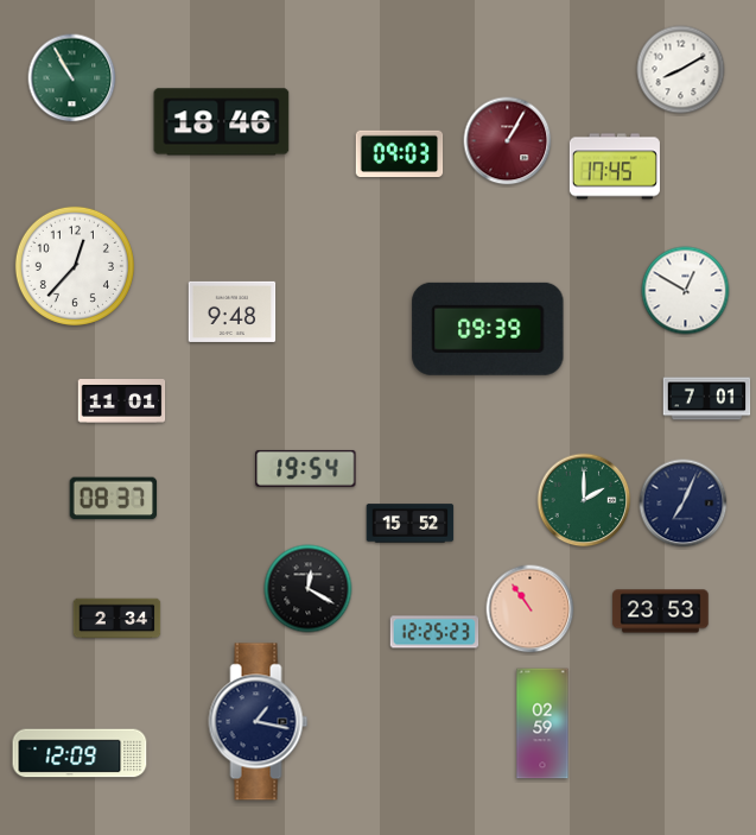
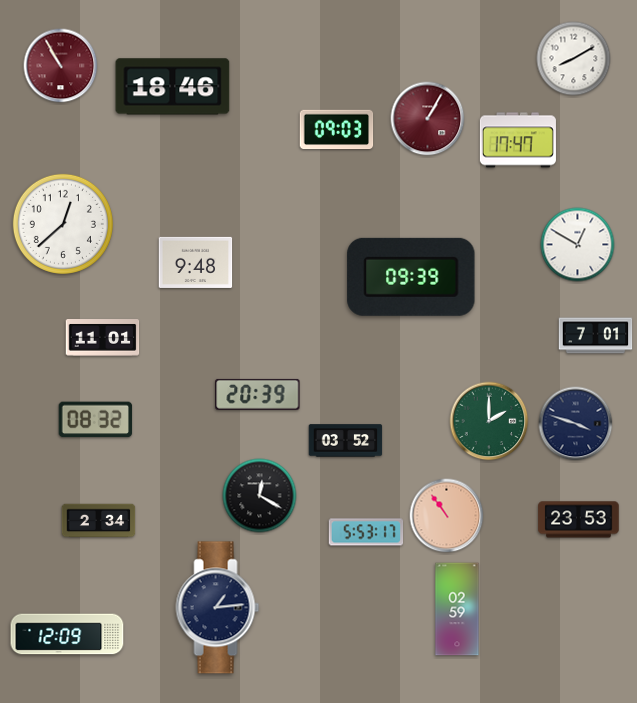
clock at (72, 78) dial: green -> burgundy
clock at (222, 122) position: (222, 122) -> (173, 87)
clock at (615, 166): 17:45 -> 17:47
clock at (75, 266): 12:37 -> 12:38
clock at (306, 468): 19:54 -> 20:39
clock at (114, 499): 08:37 -> 08:32
clock at (584, 500) position: (584, 500) -> (489, 421)
clock at (684, 504): 7:04 -> 3:48
clock at (411, 524): 15:52 -> 03:52
clock at (531, 609) position: (531, 609) -> (447, 516)
clock at (661, 612) position: (661, 612) -> (579, 520)
clock at (434, 632): 12:25 -> 5:53
clock at (259, 722): 1:17 -> 1:14
